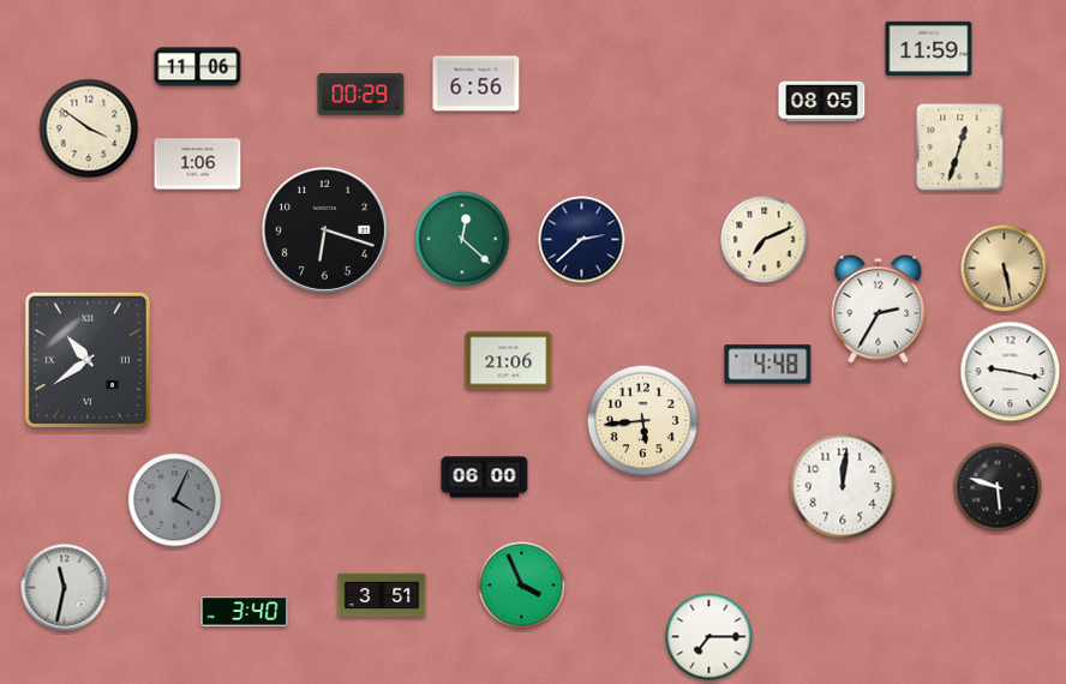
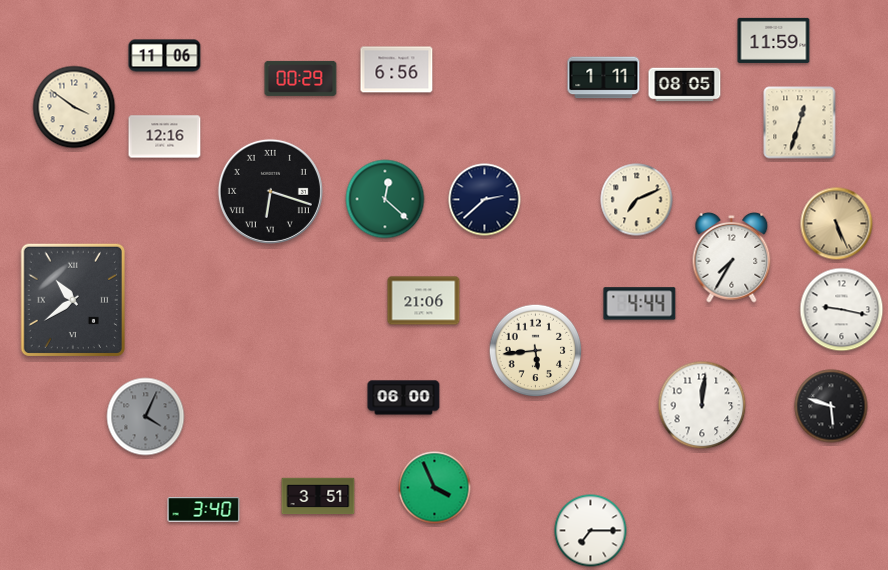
clock at (604, 78): none -> 1:11
clock at (198, 164): 1:06 -> 12:16
clock at (324, 229) numerals: Arabic -> Roman
clock at (1005, 269): 5:28 -> 5:26
clock at (879, 308): 2:35 -> 7:35
clock at (768, 365): 4:48 -> 4:44
clock at (65, 588): 11:32 -> none
